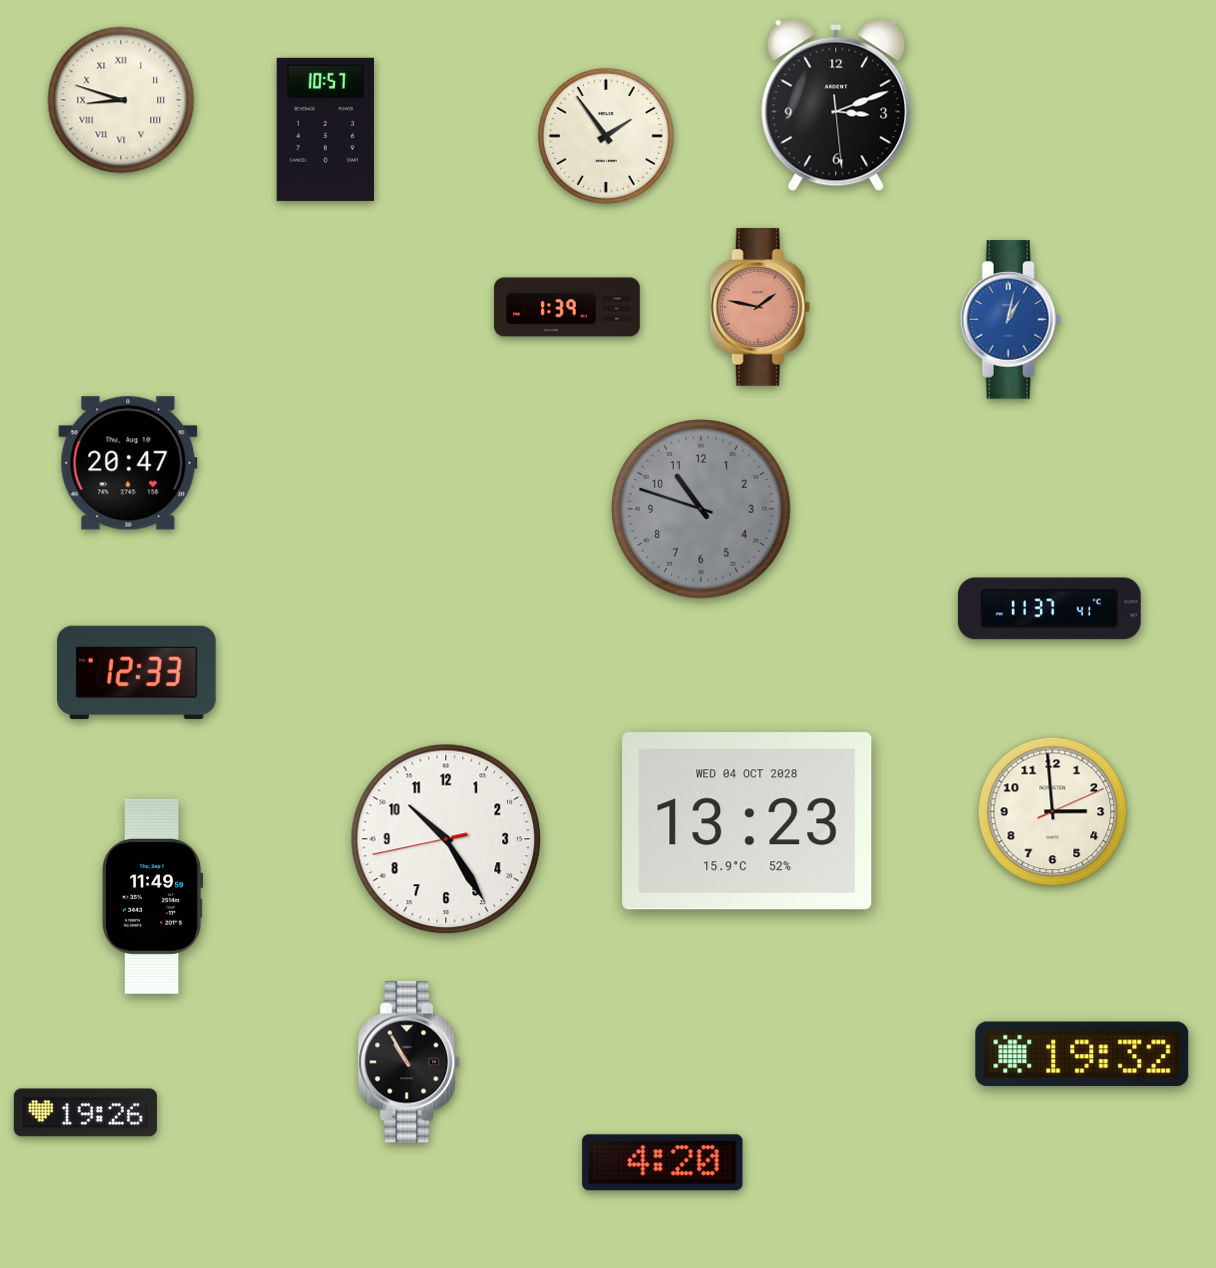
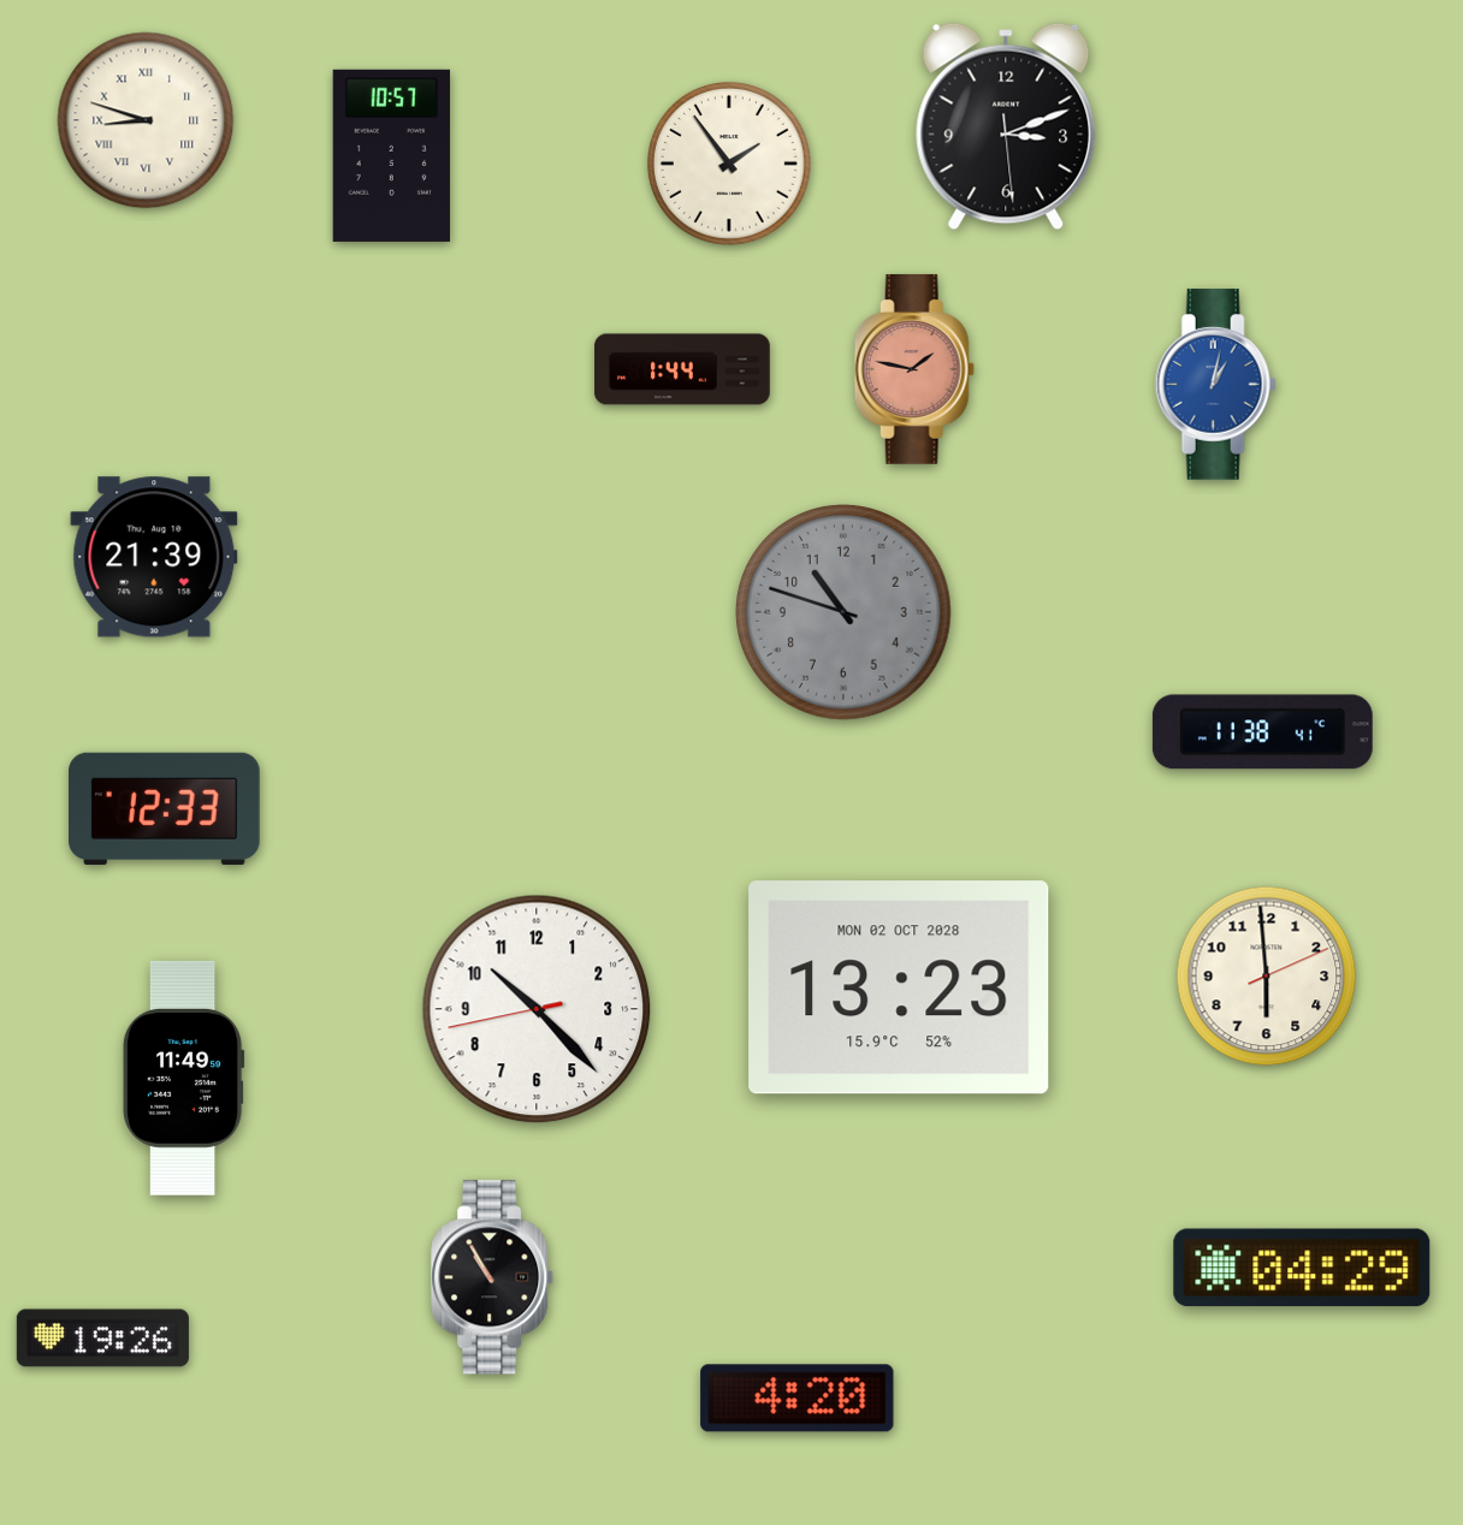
clock at (567, 307): 1:39 -> 1:44
clock at (128, 463): 20:47 -> 21:39
clock at (1049, 609): 11:37 -> 11:38
clock at (1053, 812): 2:59 -> 5:59
clock at (747, 821) date: WED 04 OCT 2028 -> MON 02 OCT 2028
clock at (446, 839): 10:24 -> 10:22
clock at (1082, 1054): 19:32 -> 04:29
